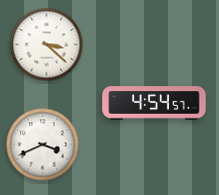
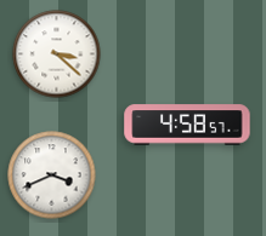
clock at (154, 103): 4:54 -> 4:58
